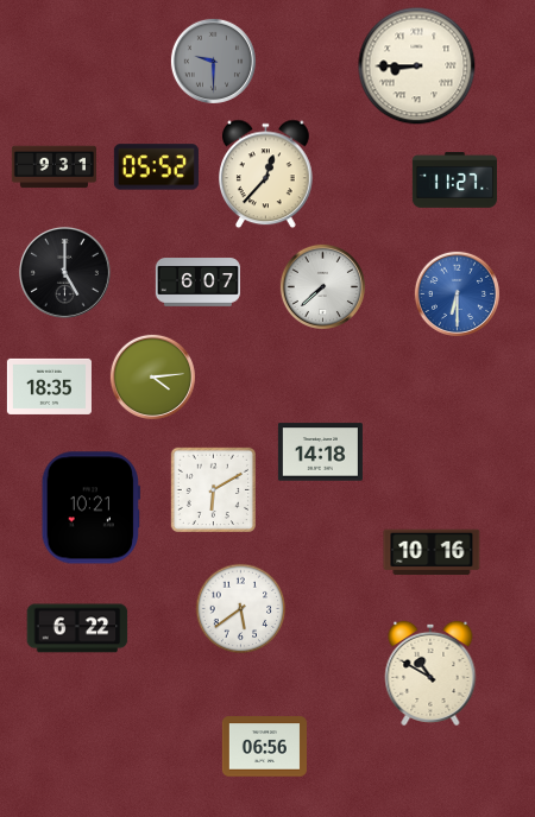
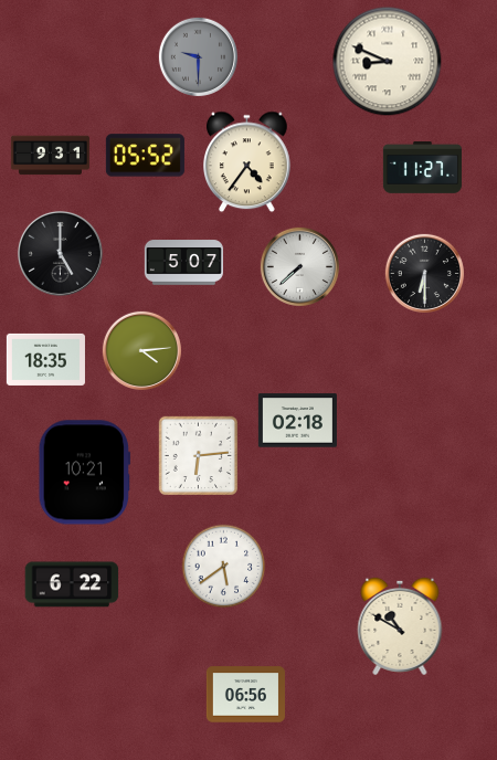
clock at (417, 66): 8:45 -> 8:49
clock at (266, 175): 12:37 -> 4:36
clock at (197, 283): 6:07 -> 5:07
clock at (457, 293) dial: blue -> black
clock at (320, 452): 14:18 -> 02:18
clock at (213, 489): 6:10 -> 6:14
clock at (432, 552): 10:16 -> none
